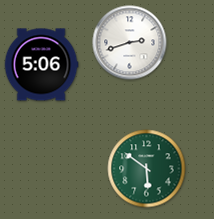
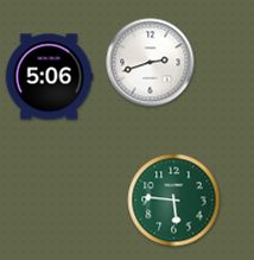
clock at (130, 43) position: (130, 43) -> (151, 63)
clock at (147, 169): 5:51 -> 5:46
